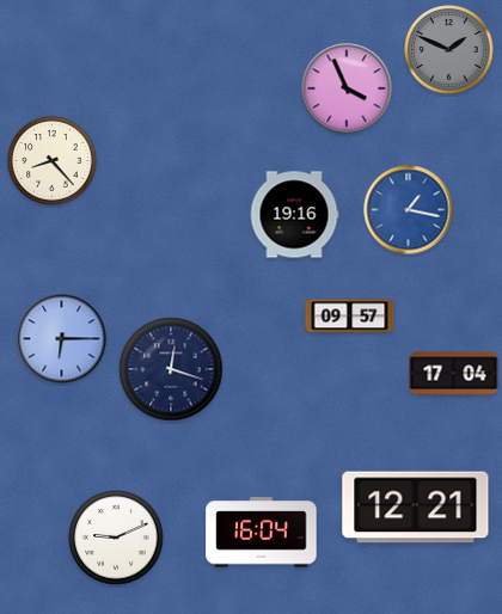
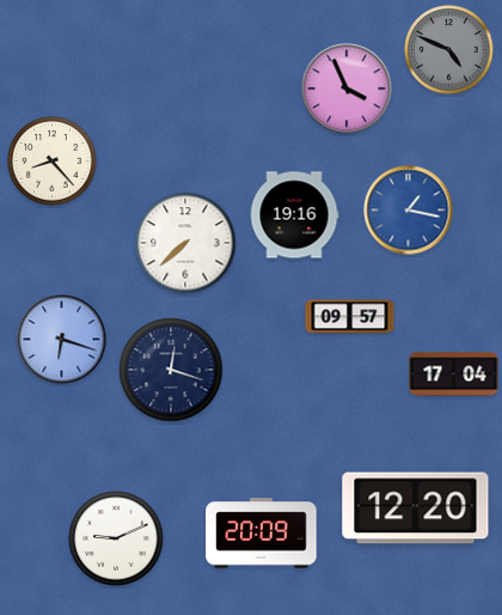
clock at (449, 50): 1:49 -> 4:49
clock at (185, 243): none -> 7:38
clock at (62, 339): 6:15 -> 6:18
clock at (416, 508): 12:21 -> 12:20
clock at (262, 533): 16:04 -> 20:09
